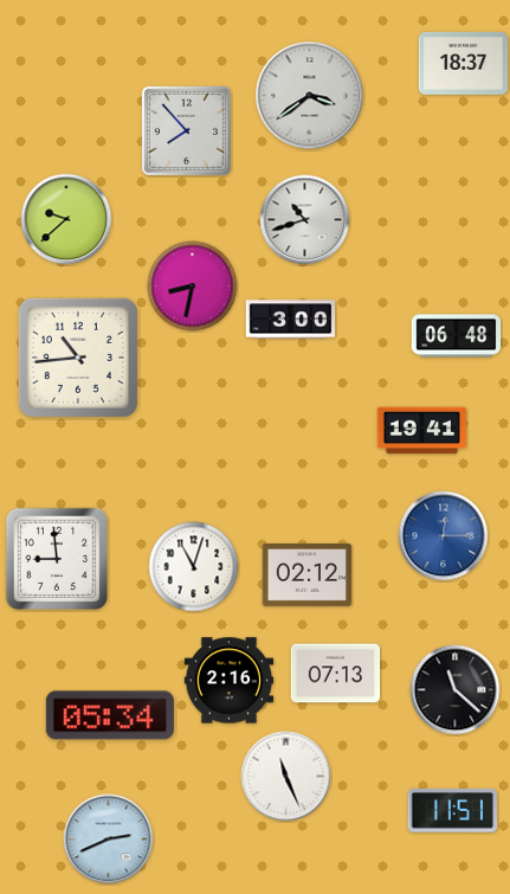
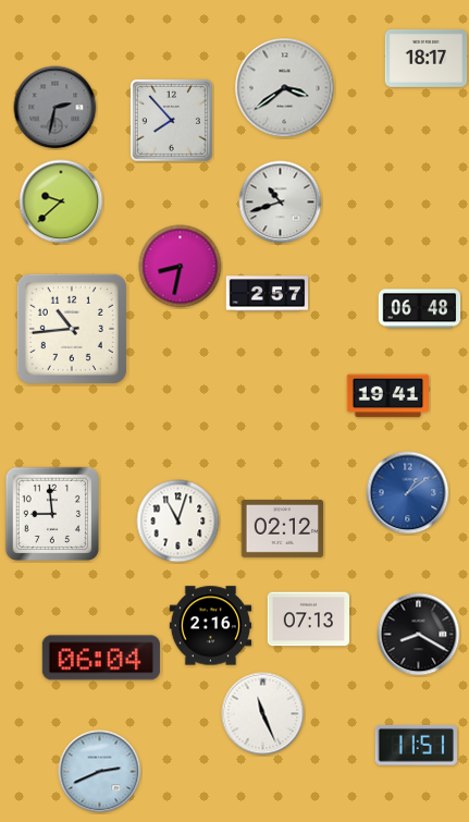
clock at (464, 63): 18:37 -> 18:17
clock at (55, 108): none -> 2:32
clock at (193, 287) position: (193, 287) -> (181, 267)
clock at (291, 320): 3:00 -> 2:57
clock at (444, 536): 12:15 -> 1:09
clock at (456, 690): 11:22 -> 8:20
clock at (110, 715): 05:34 -> 06:04
